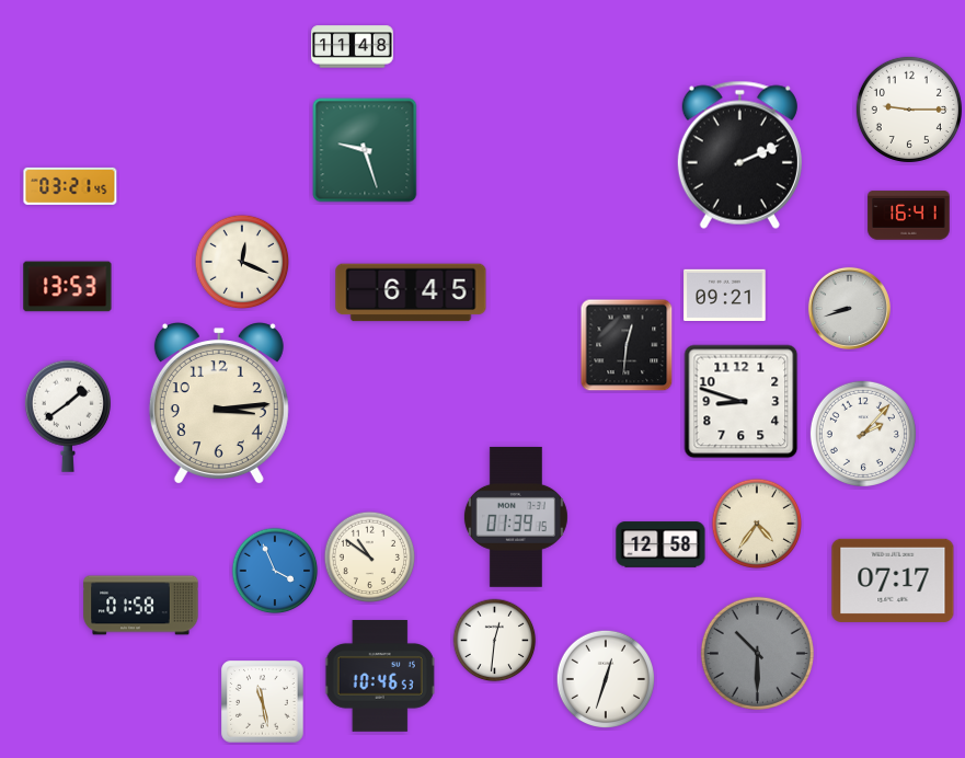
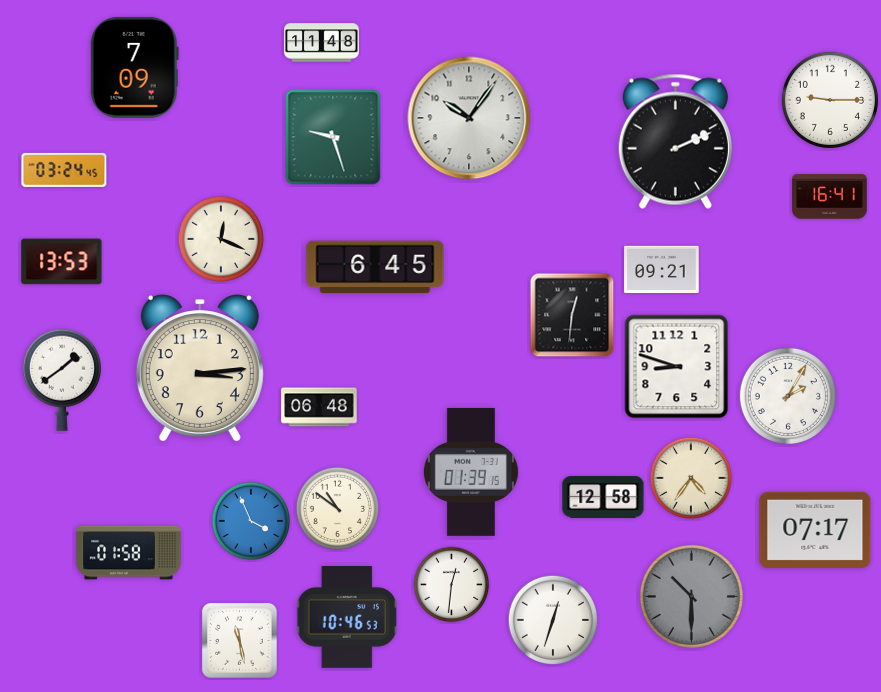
clock at (134, 67): none -> 7:09
clock at (469, 118): none -> 10:06
clock at (70, 186): 03:21 -> 03:24
clock at (849, 308): 8:42 -> none
clock at (863, 434): 2:07 -> 2:05
clock at (319, 407): none -> 06:48
